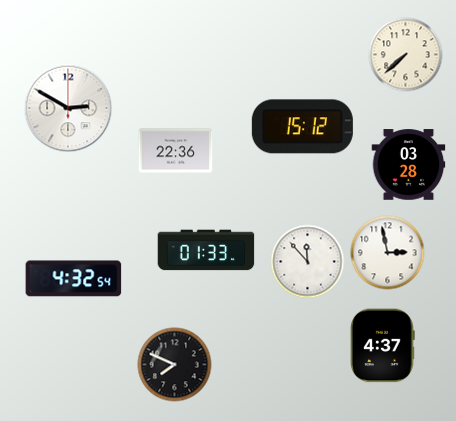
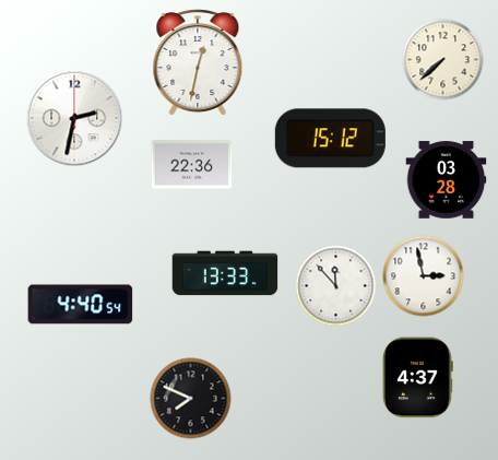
clock at (198, 62): none -> 12:32
clock at (68, 108): 2:50 -> 2:32
clock at (206, 250): 01:33 -> 13:33
clock at (74, 279): 4:32 -> 4:40
